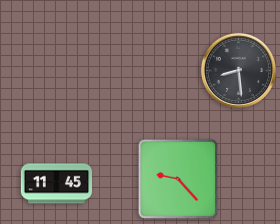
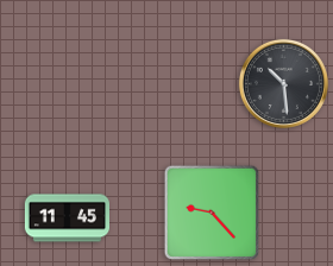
clock at (238, 70): 8:29 -> 10:29
